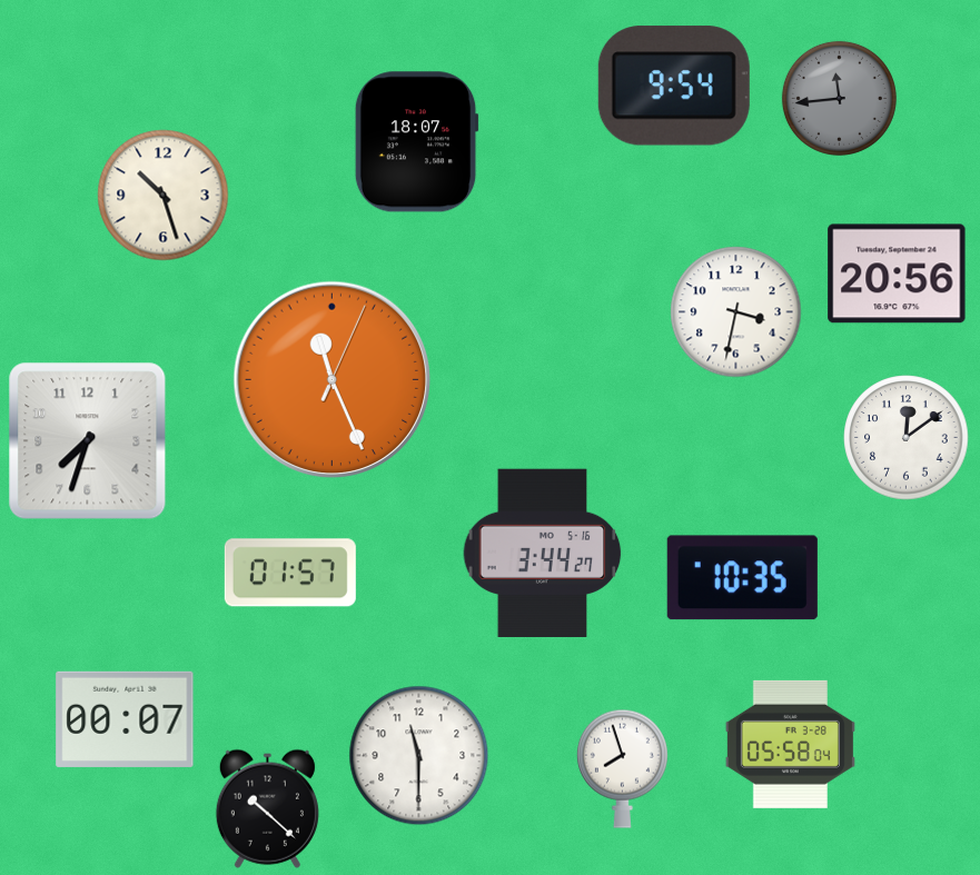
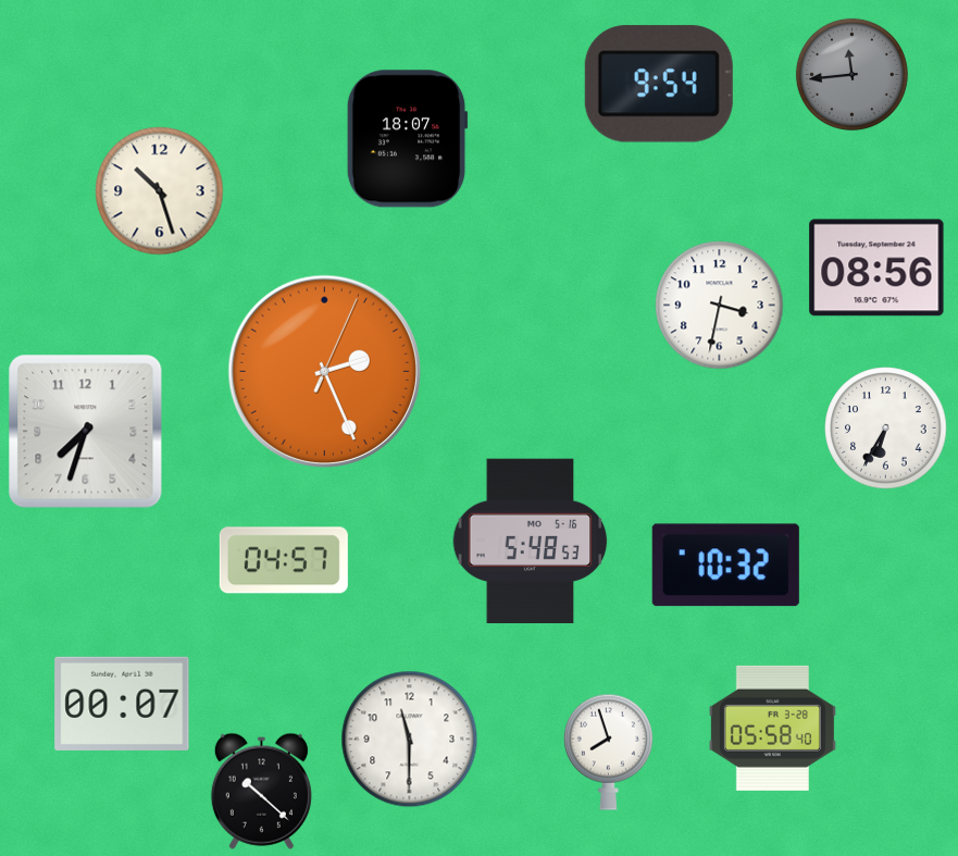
clock at (839, 98) position: (839, 98) -> (851, 74)
clock at (897, 274): 20:56 -> 08:56
clock at (333, 380): 11:26 -> 2:26
clock at (907, 438): 12:09 -> 6:35
clock at (543, 553): 3:44 -> 5:48
clock at (290, 573): 01:57 -> 04:57
clock at (742, 578): 10:35 -> 10:32
clock at (790, 744): 05:58:04 -> 05:58:40
